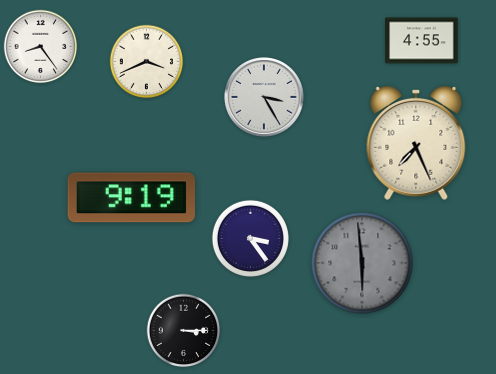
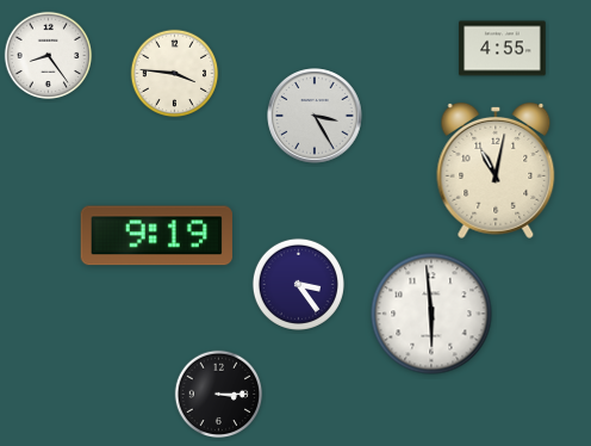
clock at (147, 62): 3:41 -> 3:46
clock at (416, 143): 7:26 -> 11:02
clock at (362, 263) dial: grey -> white
